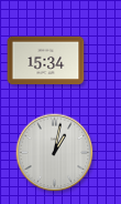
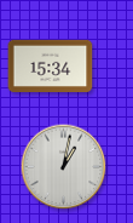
clock at (55, 153) position: (55, 153) -> (64, 167)
